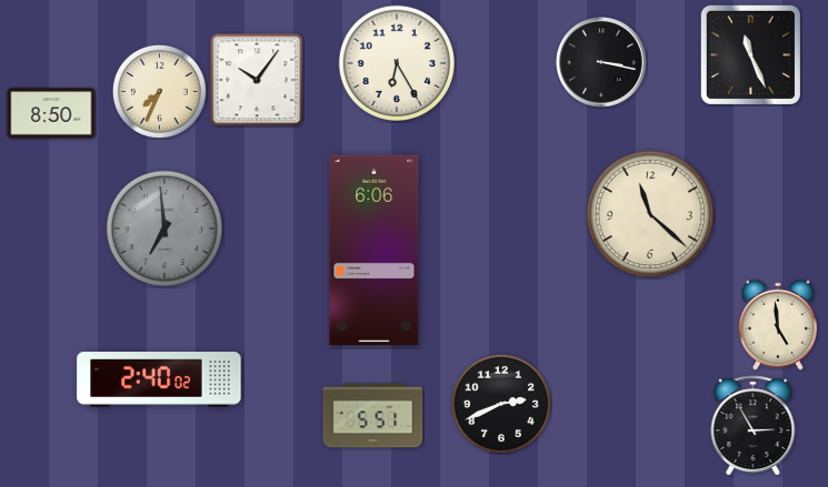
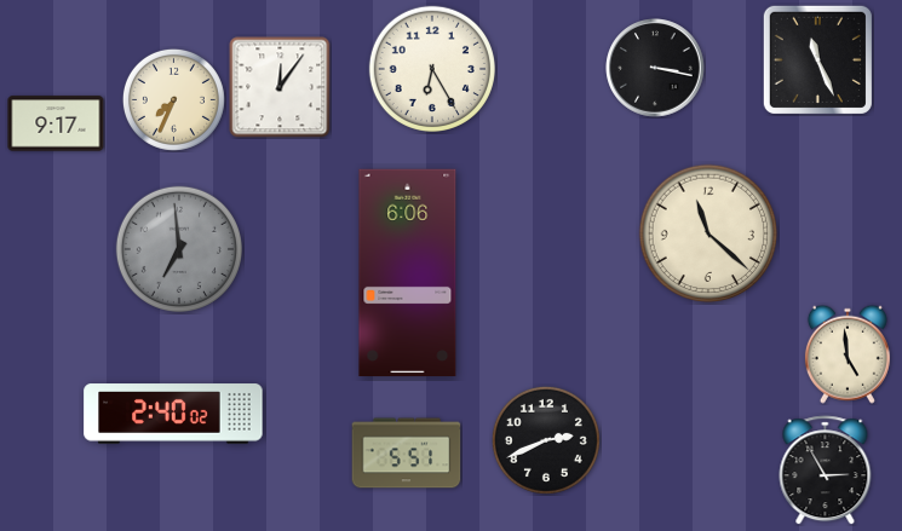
clock at (257, 80): 10:06 -> 12:06
clock at (51, 113): 8:50 -> 9:17
clock at (754, 426) position: (754, 426) -> (826, 471)
